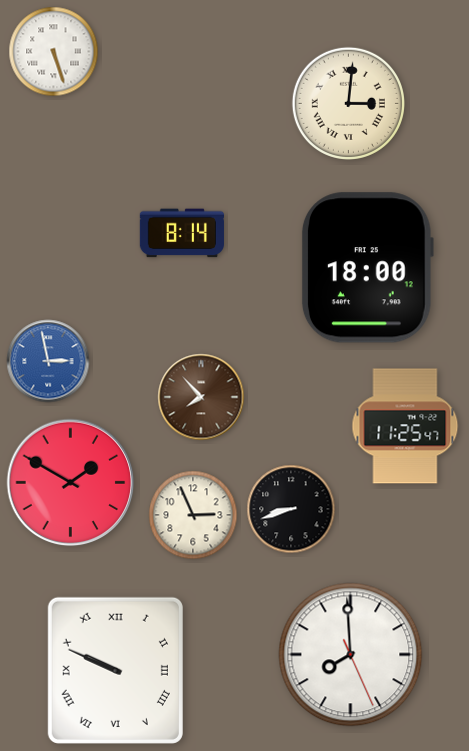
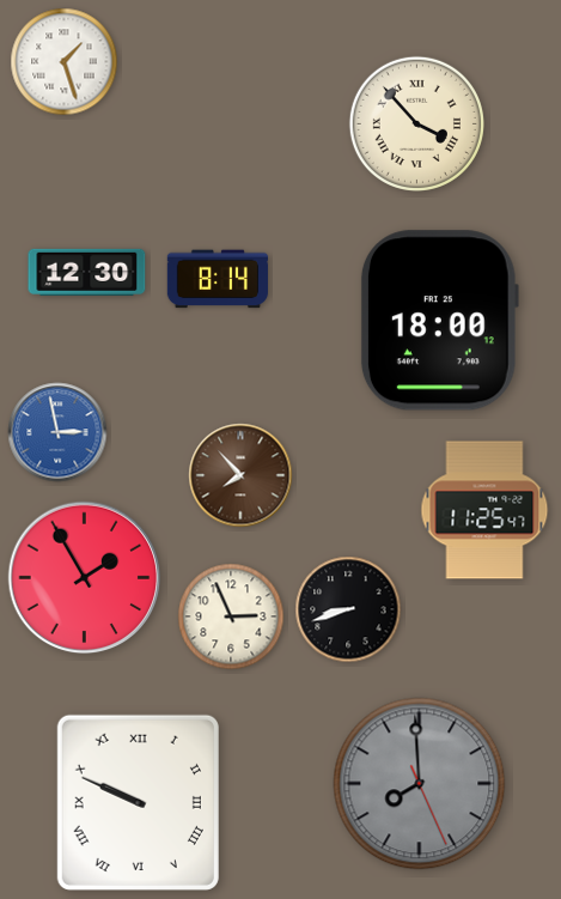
clock at (54, 52): 5:27 -> 1:27
clock at (348, 103): 3:01 -> 3:53
clock at (87, 272): none -> 12:30
clock at (71, 483): 1:50 -> 1:55
clock at (351, 655) dial: white -> grey
